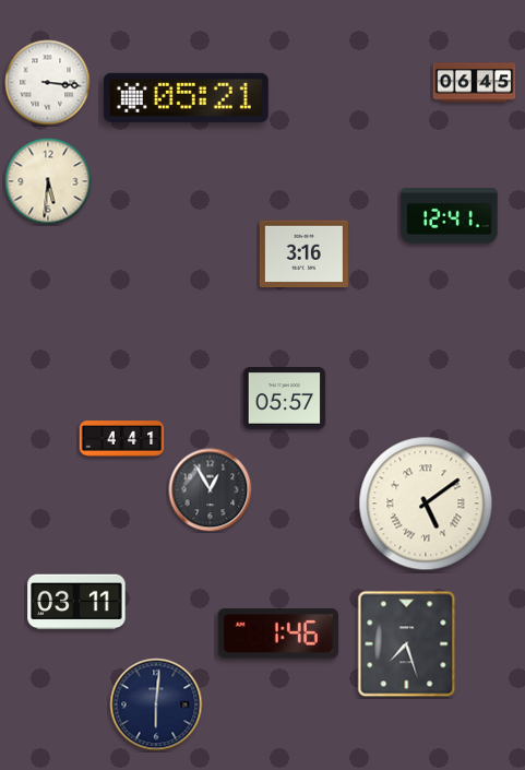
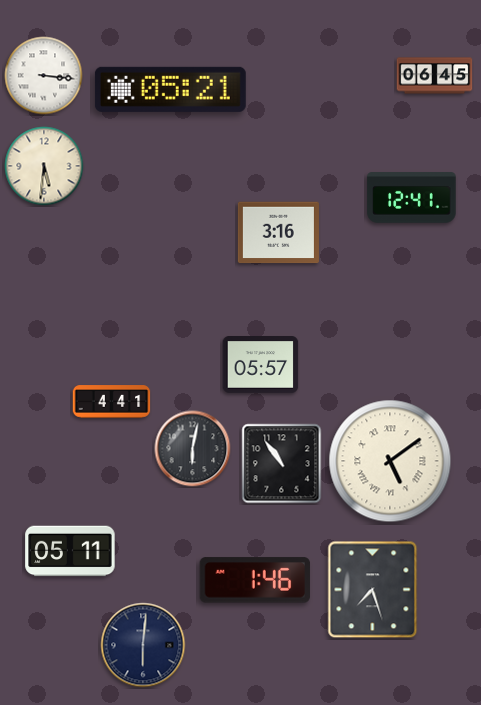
clock at (211, 490): 12:55 -> 6:02
clock at (282, 464): none -> 10:54
clock at (76, 602): 03:11 -> 05:11
